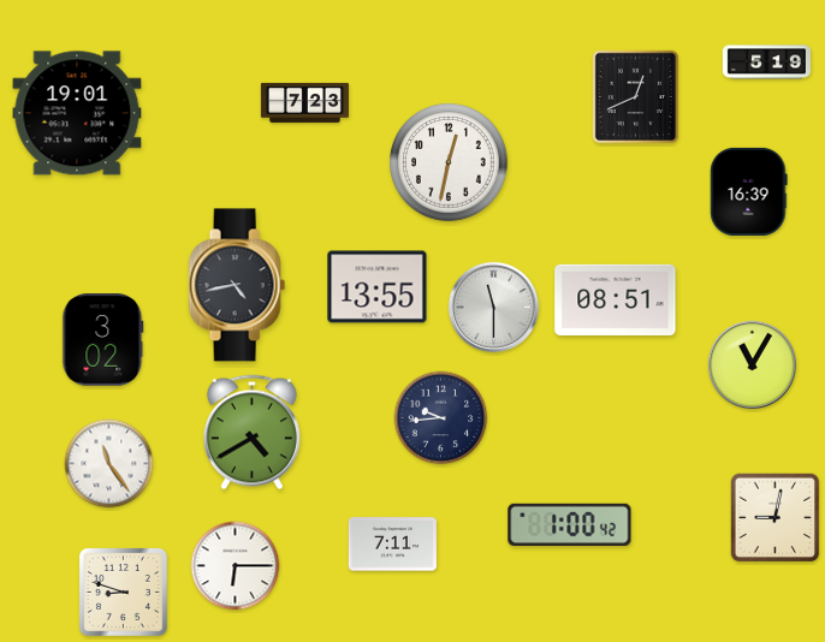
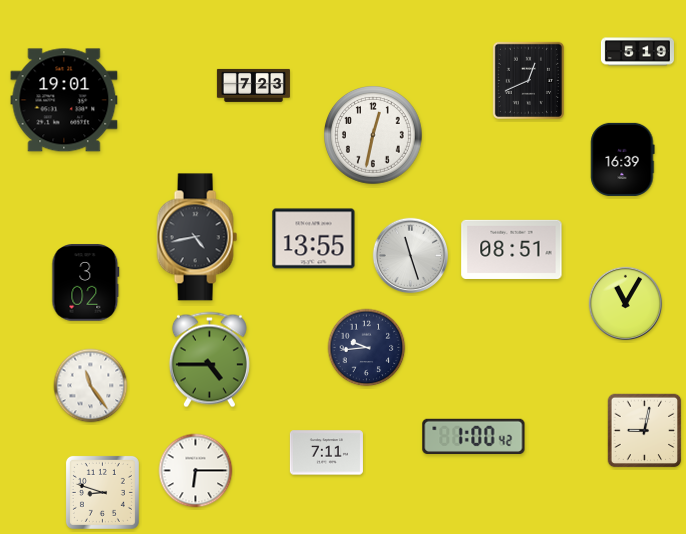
clock at (77, 113) position: (77, 113) -> (64, 100)
clock at (494, 308): 11:30 -> 11:27
clock at (251, 433): 4:40 -> 4:45
